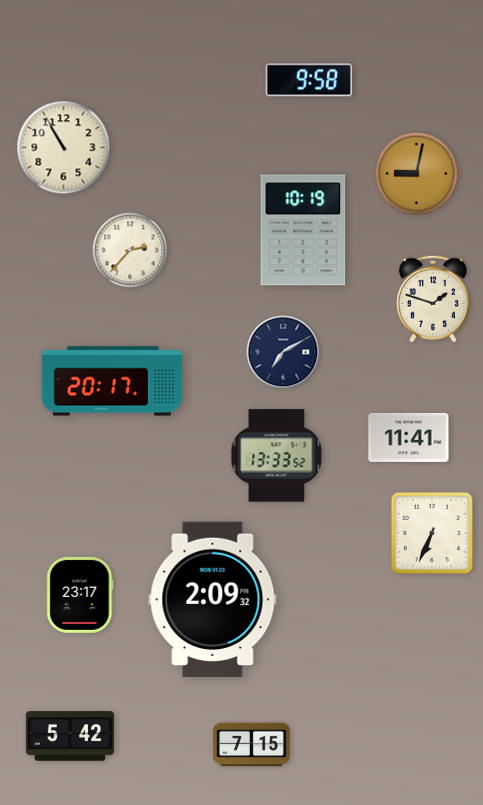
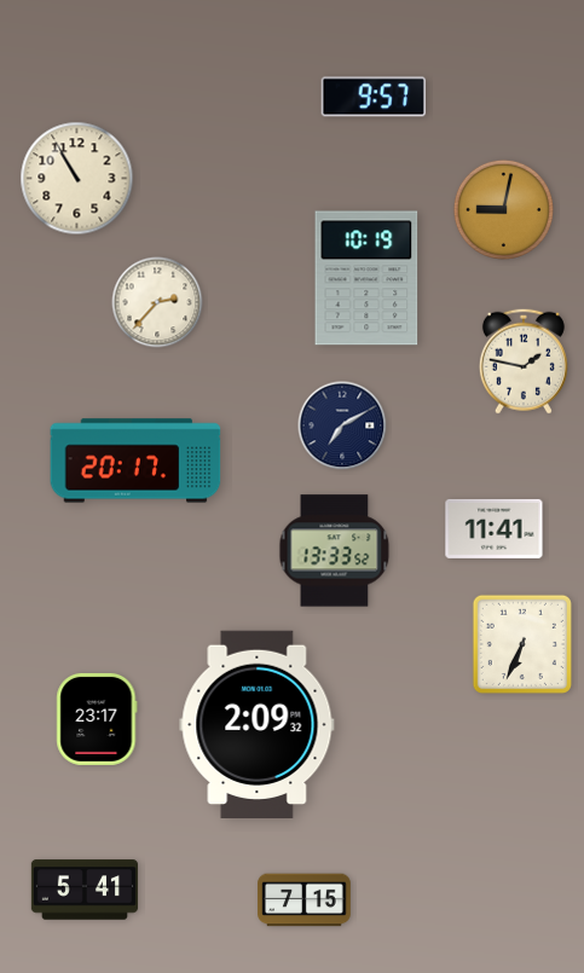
clock at (309, 80): 9:58 -> 9:57
clock at (433, 299): 1:48 -> 1:47
clock at (70, 736): 5:42 -> 5:41
